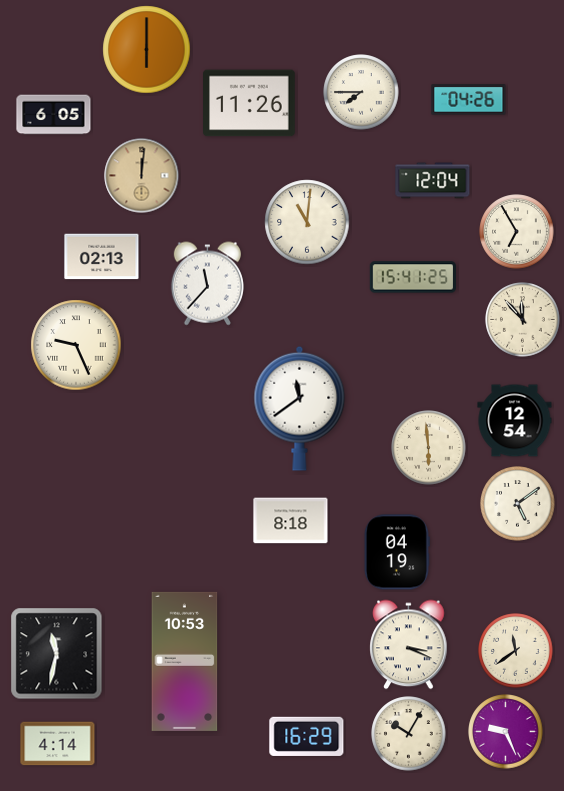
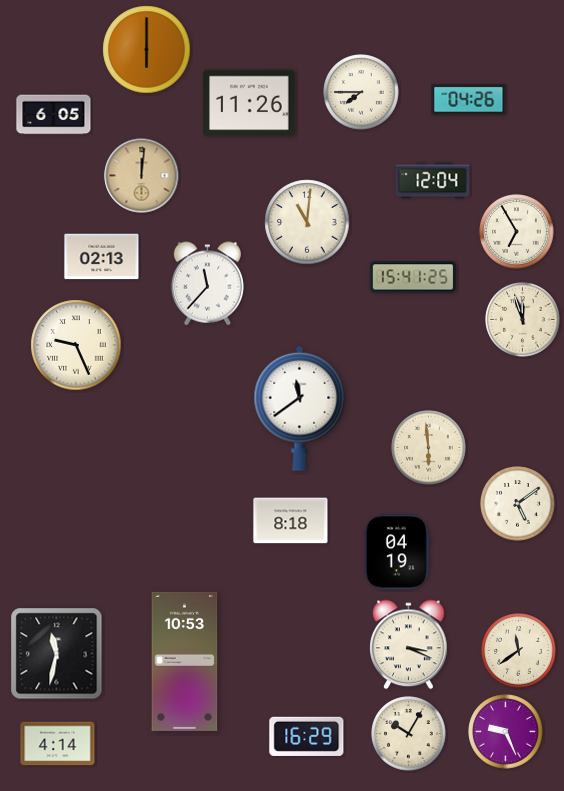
clock at (523, 320): 11:53 -> 11:57
clock at (515, 421): 12:54 -> none
clock at (516, 651) position: (516, 651) -> (519, 651)
